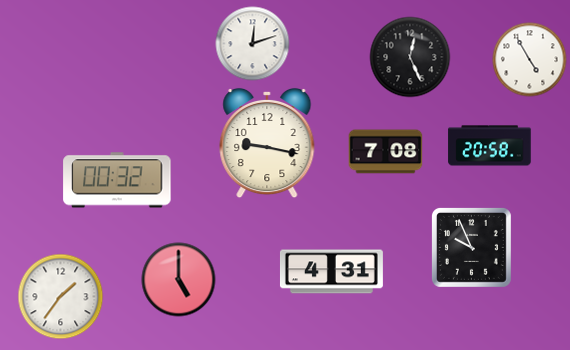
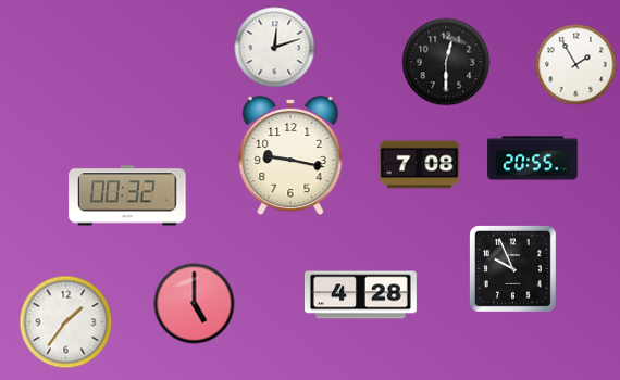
clock at (410, 57): 12:26 -> 12:30
clock at (530, 60): 4:55 -> 1:55
clock at (490, 146): 20:58 -> 20:55
clock at (331, 272): 4:31 -> 4:28
